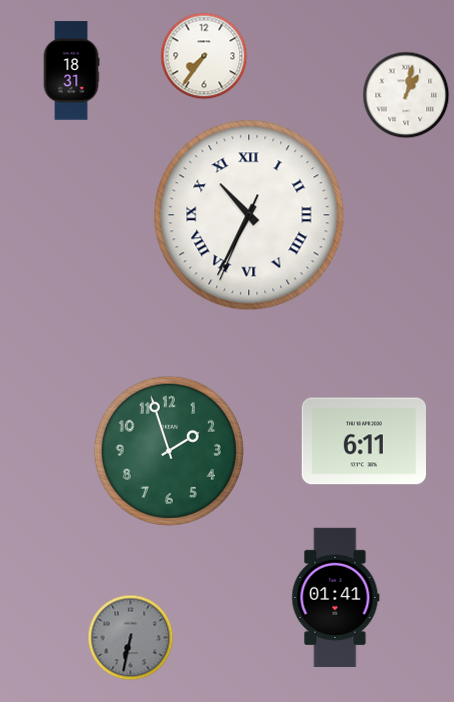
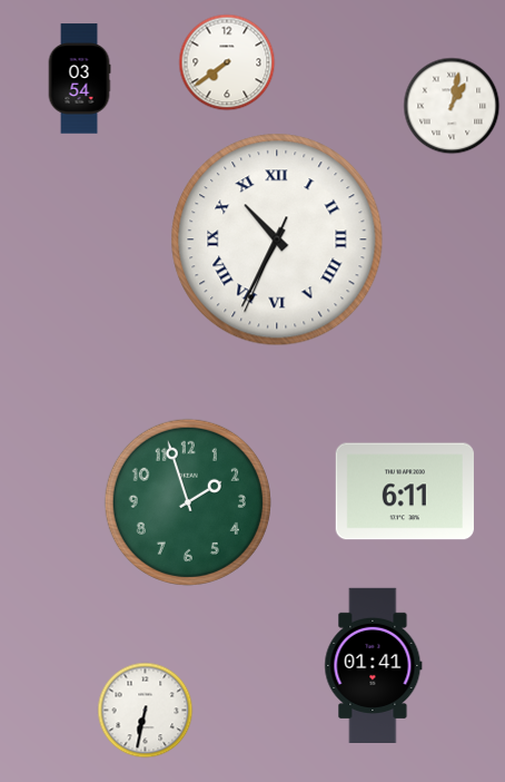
clock at (204, 56): 7:36 -> 7:39
clock at (71, 71): 18:31 -> 03:54
clock at (131, 638) dial: grey -> white
